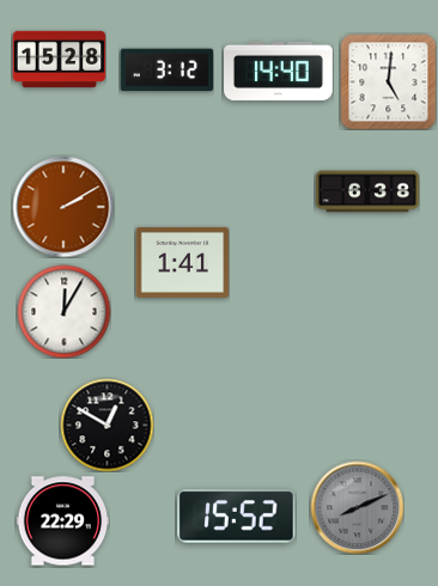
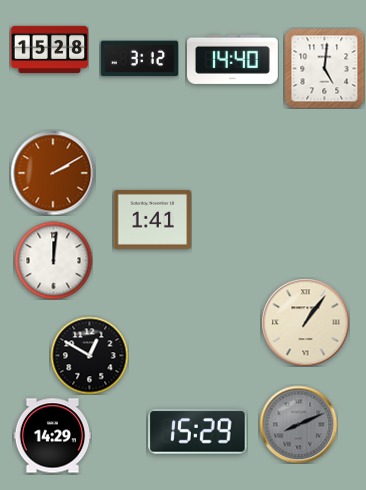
clock at (367, 191): 6:38 -> none
clock at (63, 311): 12:05 -> 12:01
clock at (305, 322): none -> 1:06
clock at (237, 517): 15:52 -> 15:29
clock at (62, 521): 22:29 -> 14:29
